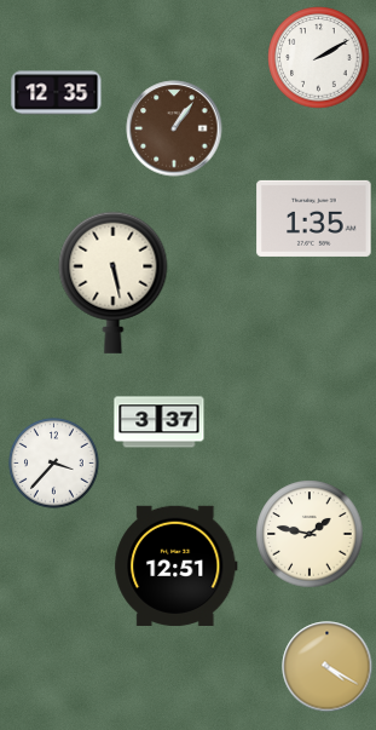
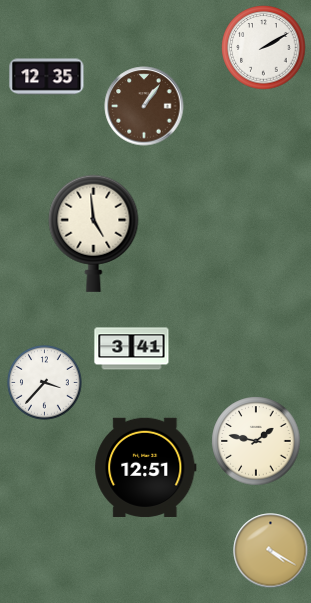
clock at (314, 218): 1:35 -> none
clock at (114, 282): 5:28 -> 4:59
clock at (160, 423): 3:37 -> 3:41
